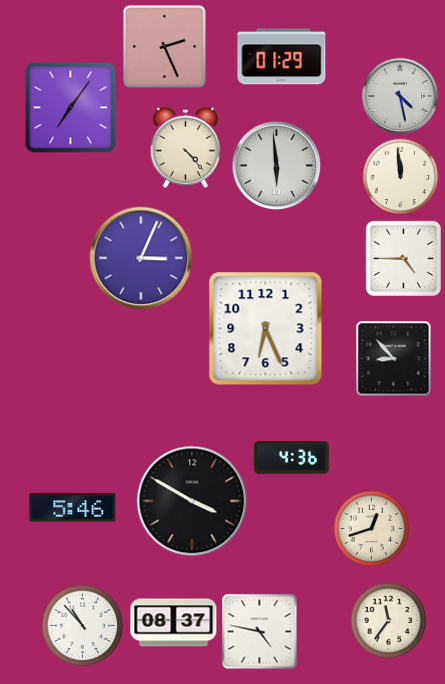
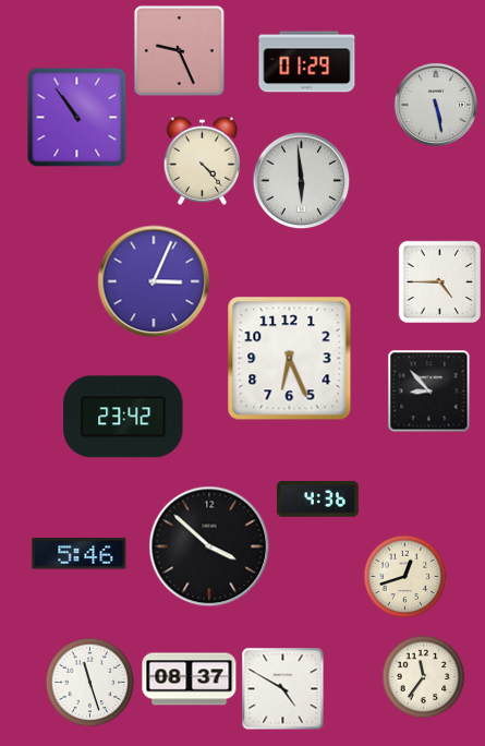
clock at (165, 47): 2:26 -> 9:26
clock at (399, 95): 4:28 -> 5:28
clock at (71, 108): 7:06 -> 10:54
clock at (401, 177): 11:59 -> none
clock at (123, 417): none -> 23:42
clock at (192, 501): 3:50 -> 3:52
clock at (83, 626): 10:53 -> 11:27
clock at (260, 632): 4:47 -> 4:50
